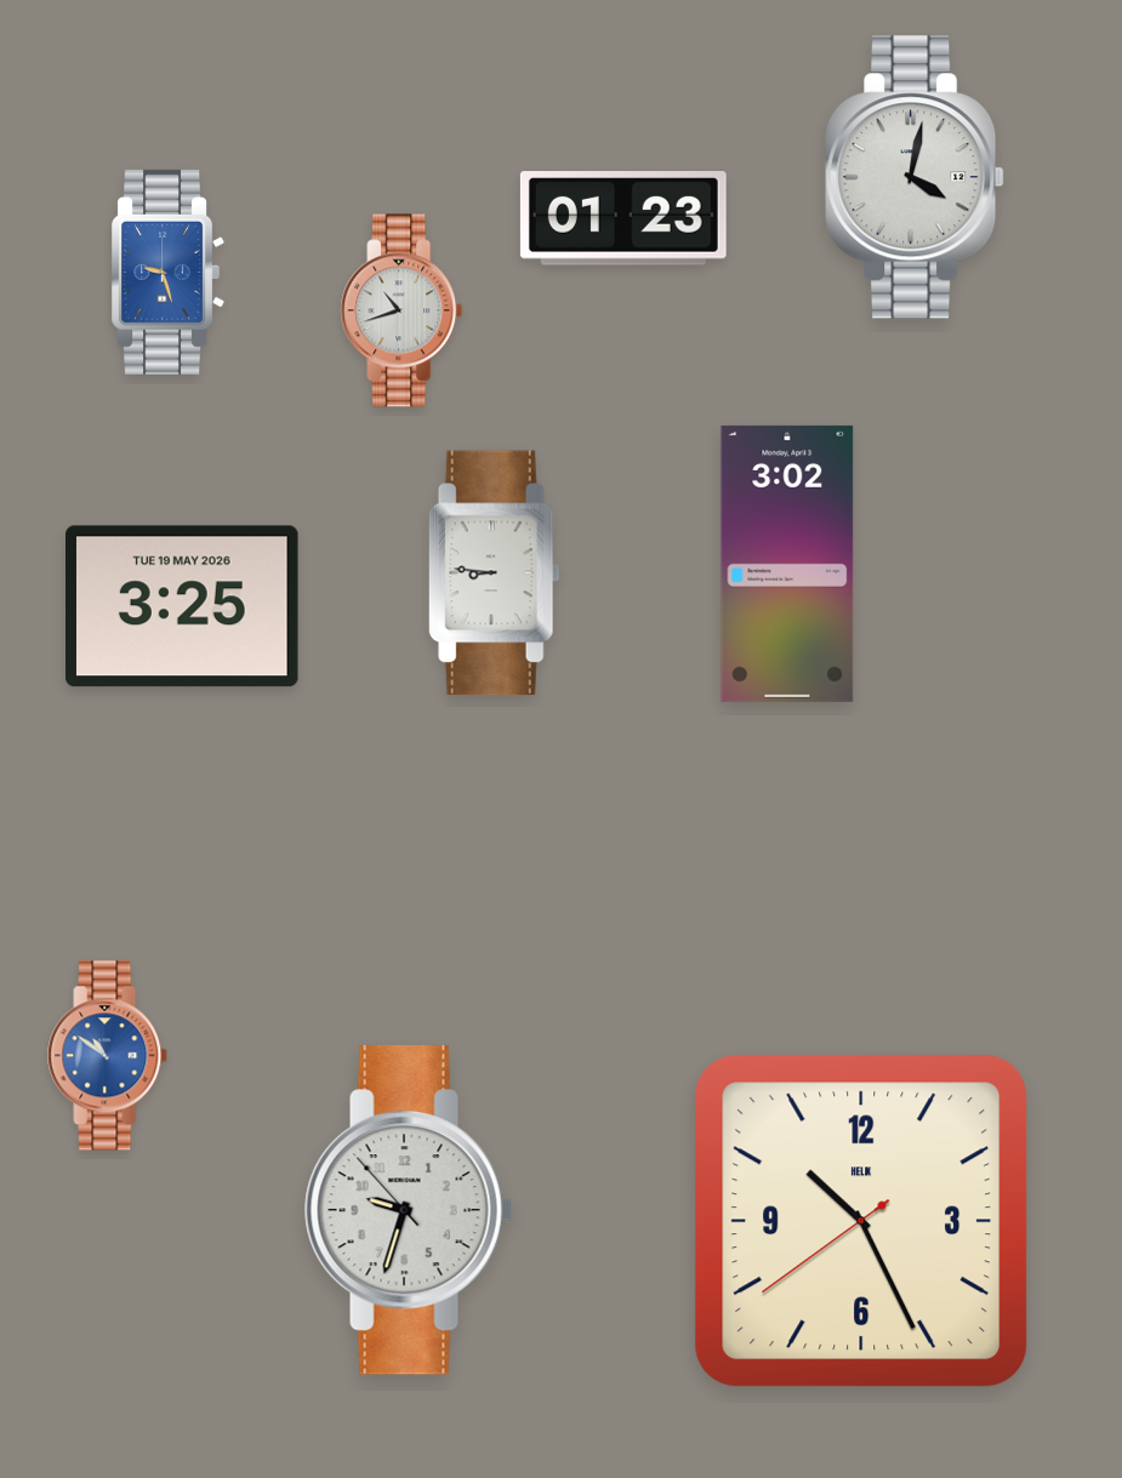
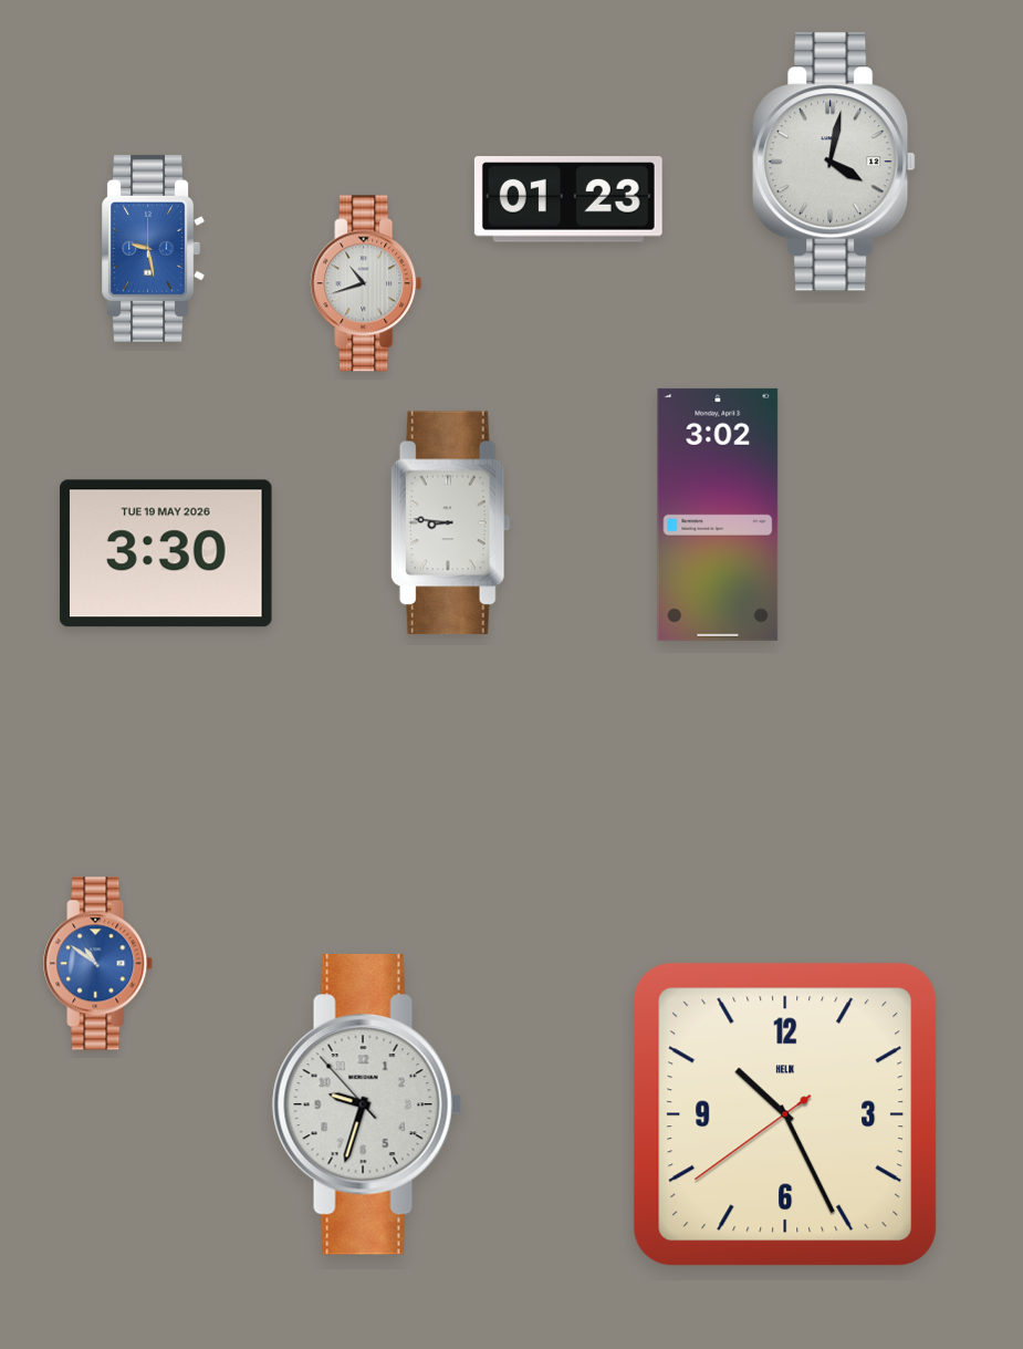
clock at (167, 272): 9:27 -> 9:28
clock at (183, 606): 3:25 -> 3:30
clock at (409, 1210) position: (409, 1210) -> (367, 1104)
